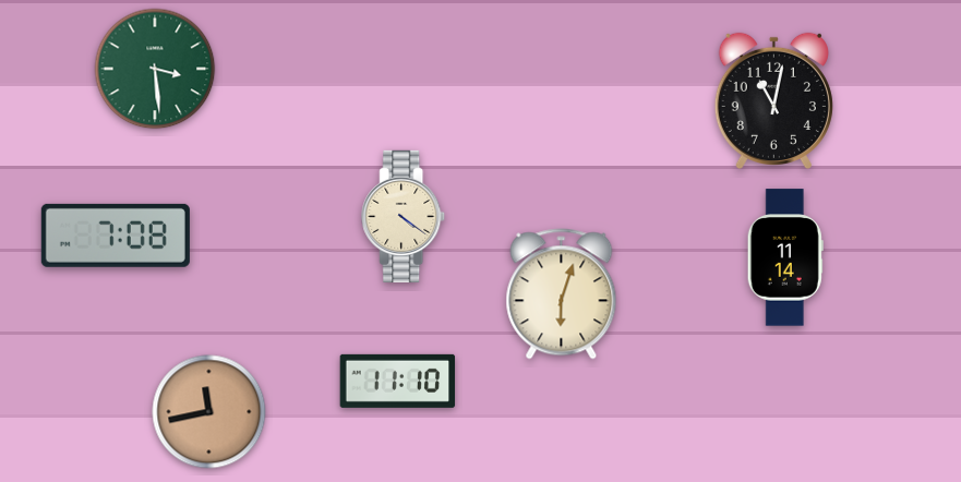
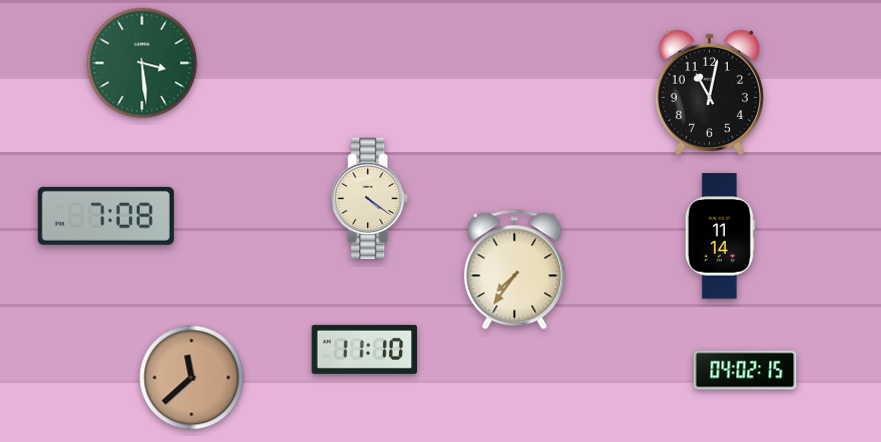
clock at (562, 294): 6:03 -> 7:36
clock at (745, 370): none -> 04:02
clock at (209, 412): 11:43 -> 11:38
